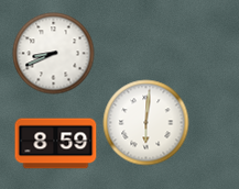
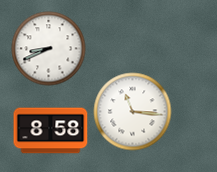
clock at (146, 123): 6:01 -> 11:16
clock at (56, 144): 8:59 -> 8:58
